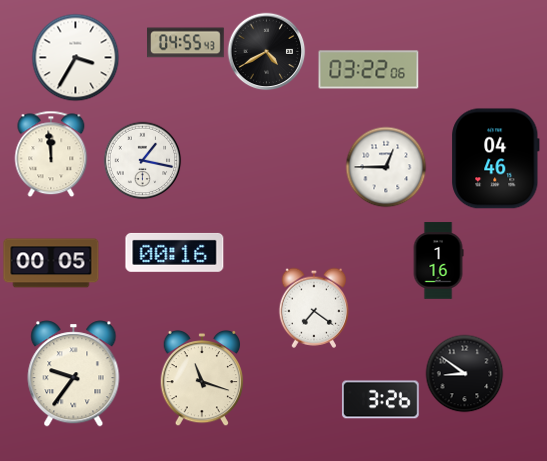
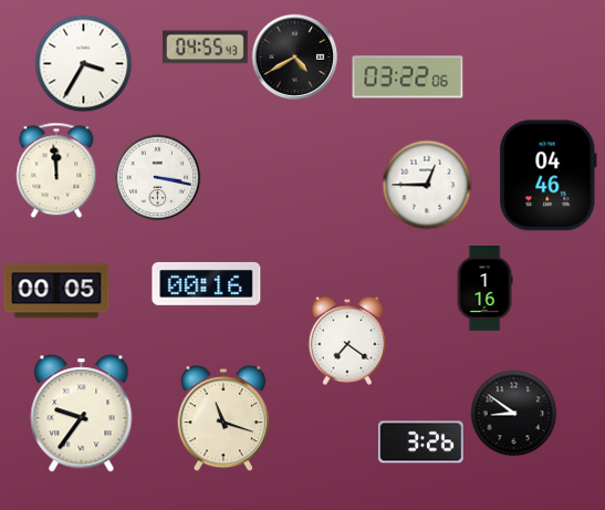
clock at (142, 160): 1:17 -> 3:17
clock at (175, 252) position: (175, 252) -> (207, 283)
